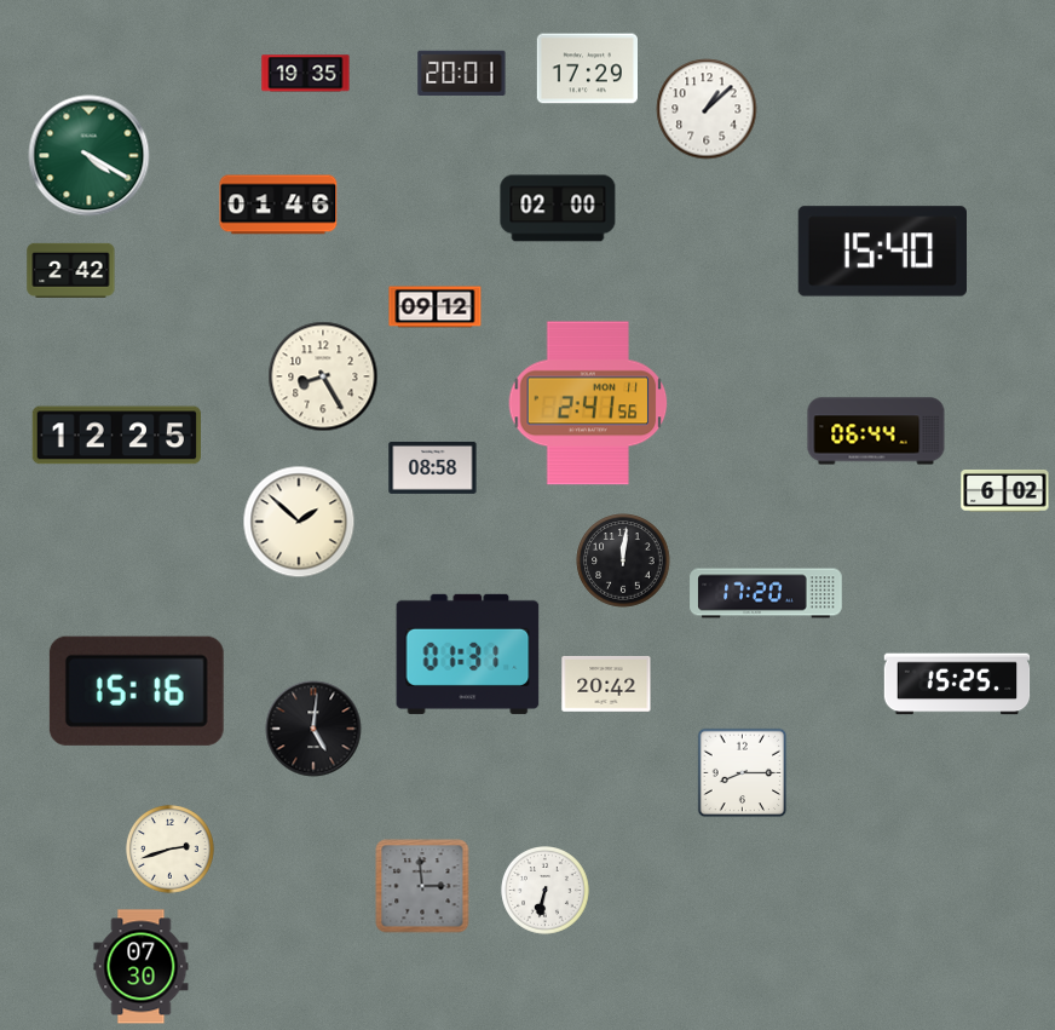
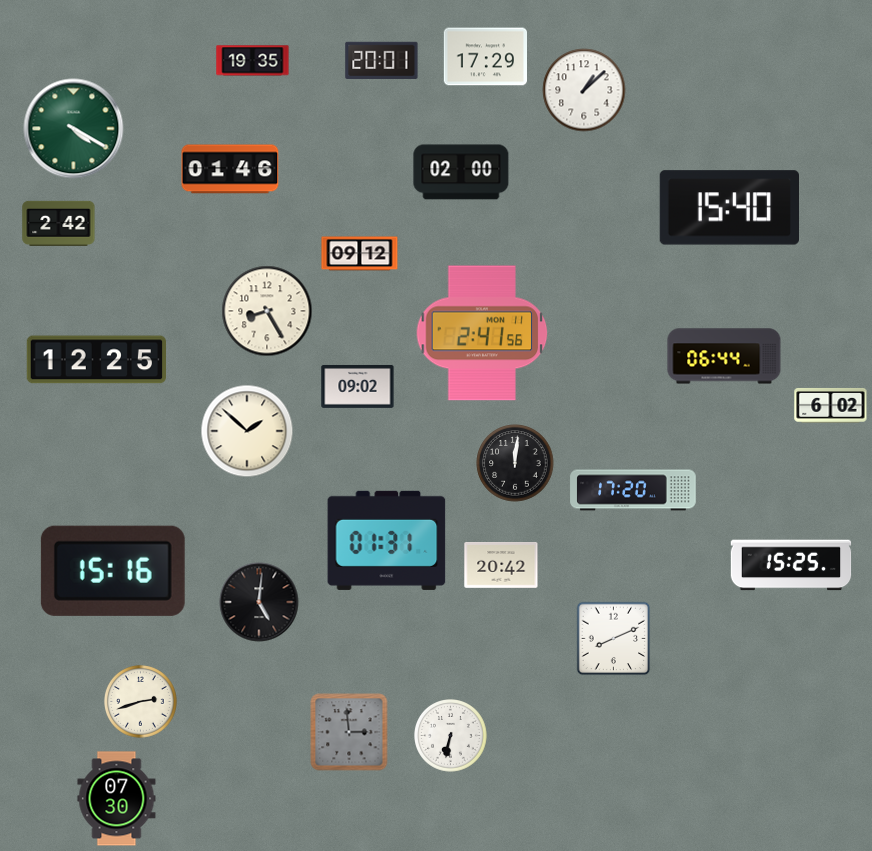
clock at (588, 403) position: (588, 403) -> (482, 333)
clock at (433, 467): 08:58 -> 09:02
clock at (743, 773): 8:15 -> 8:11
